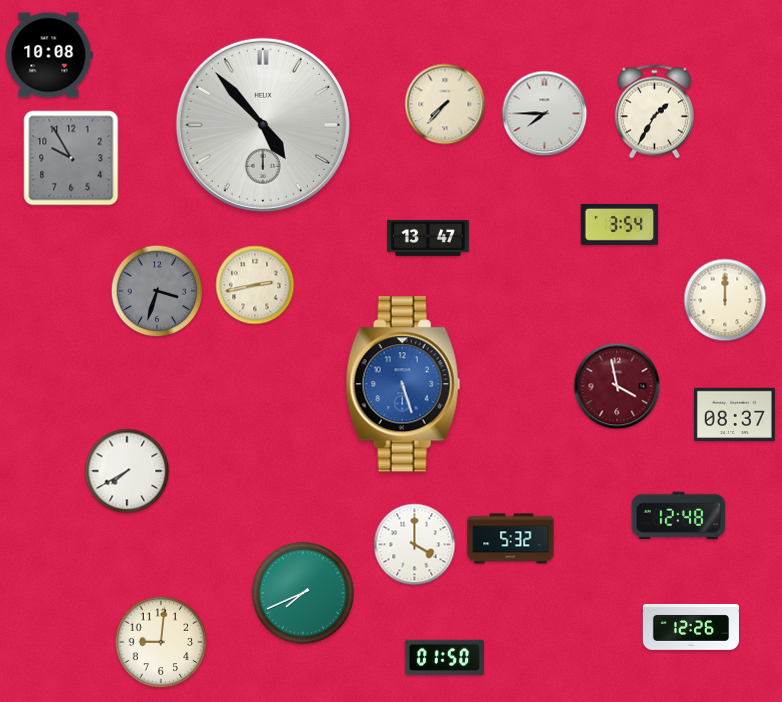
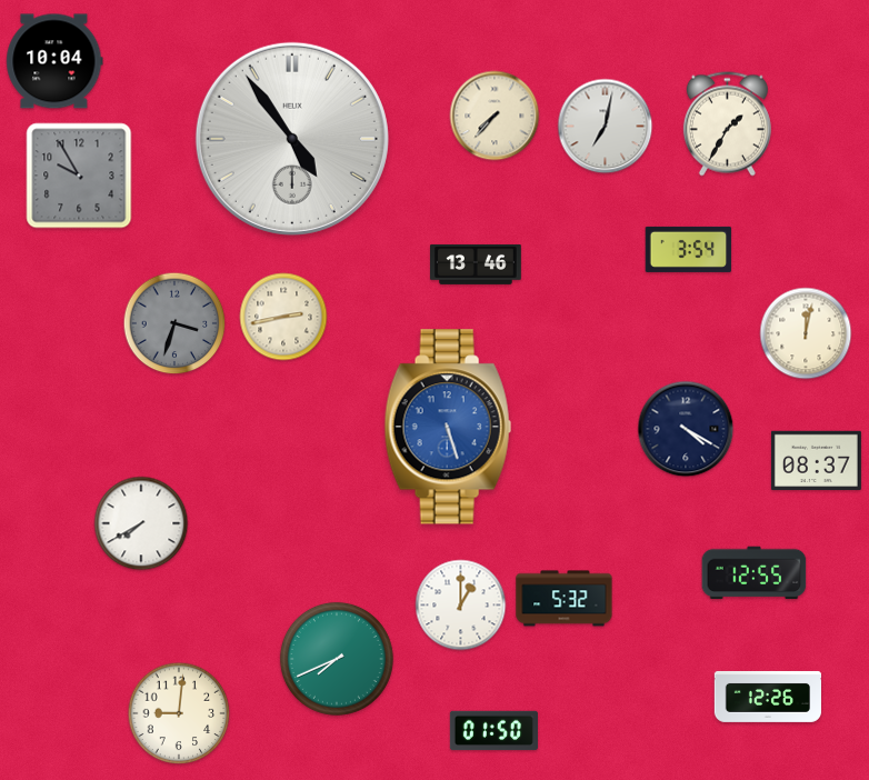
clock at (49, 55): 10:08 -> 10:04
clock at (545, 114): 7:45 -> 7:02
clock at (263, 125): 4:53 -> 4:54
clock at (428, 238): 13:47 -> 13:46
clock at (725, 300): 12:00 -> 12:02
clock at (617, 386): 3:58 -> 4:20
clock at (617, 386) dial: burgundy -> navy
clock at (679, 516): 12:48 -> 12:55
clock at (511, 539) position: (511, 539) -> (565, 599)
clock at (415, 545): 4:00 -> 1:00
